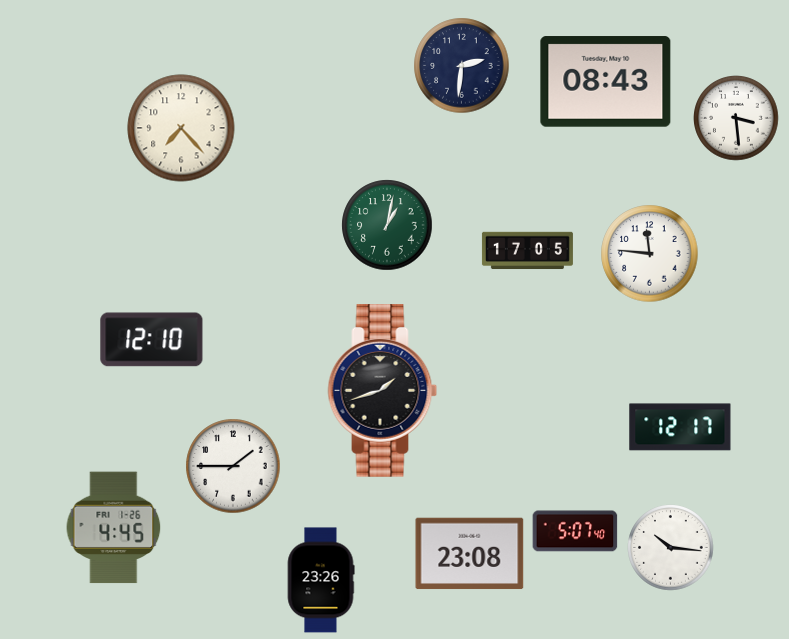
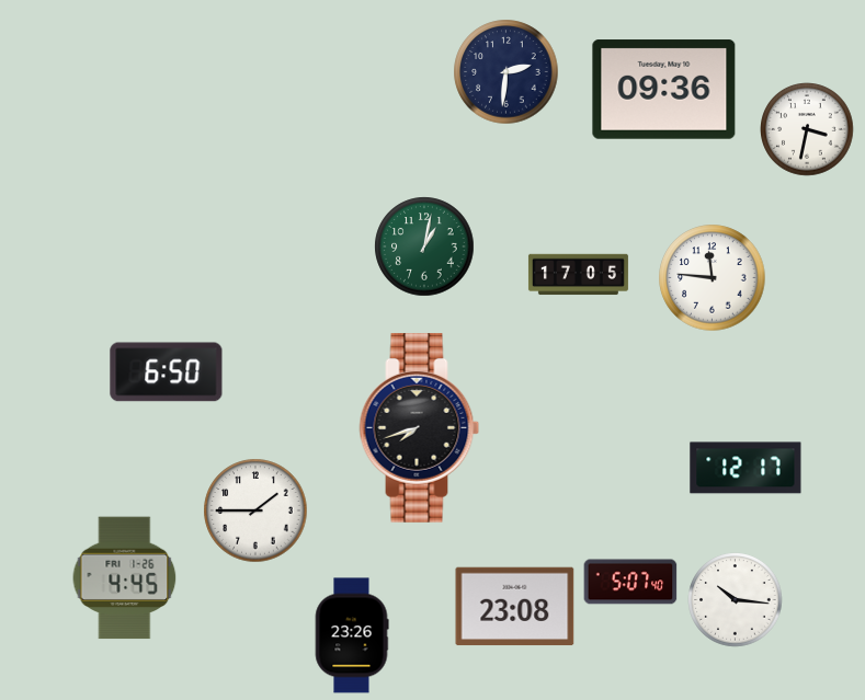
clock at (606, 82): 08:43 -> 09:36
clock at (736, 118): 3:29 -> 3:32
clock at (181, 128): 7:23 -> none
clock at (152, 340): 12:10 -> 6:50
clock at (383, 391): 1:42 -> 7:42
